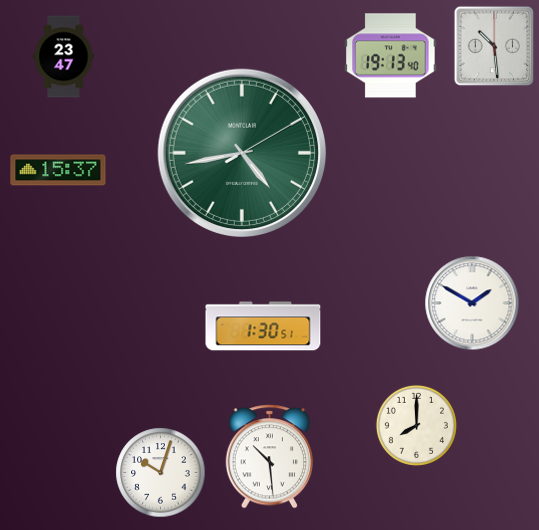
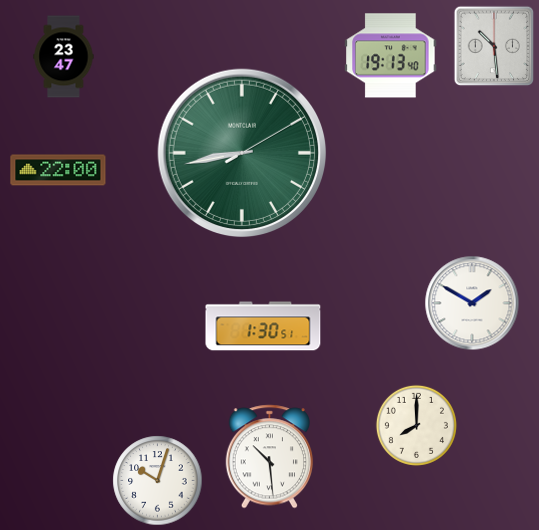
clock at (242, 153): 4:43 -> 8:43
clock at (58, 170): 15:37 -> 22:00
clock at (161, 473) position: (161, 473) -> (158, 481)
